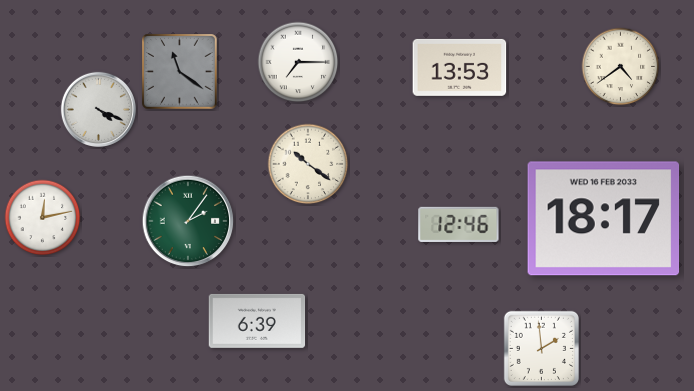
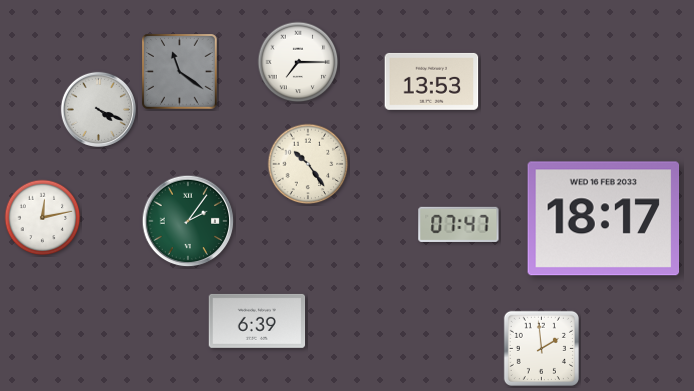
clock at (460, 67) position: (460, 67) -> (432, 81)
clock at (621, 67): 4:39 -> none
clock at (308, 164): 10:21 -> 10:24
clock at (459, 224): 12:46 -> 07:47
